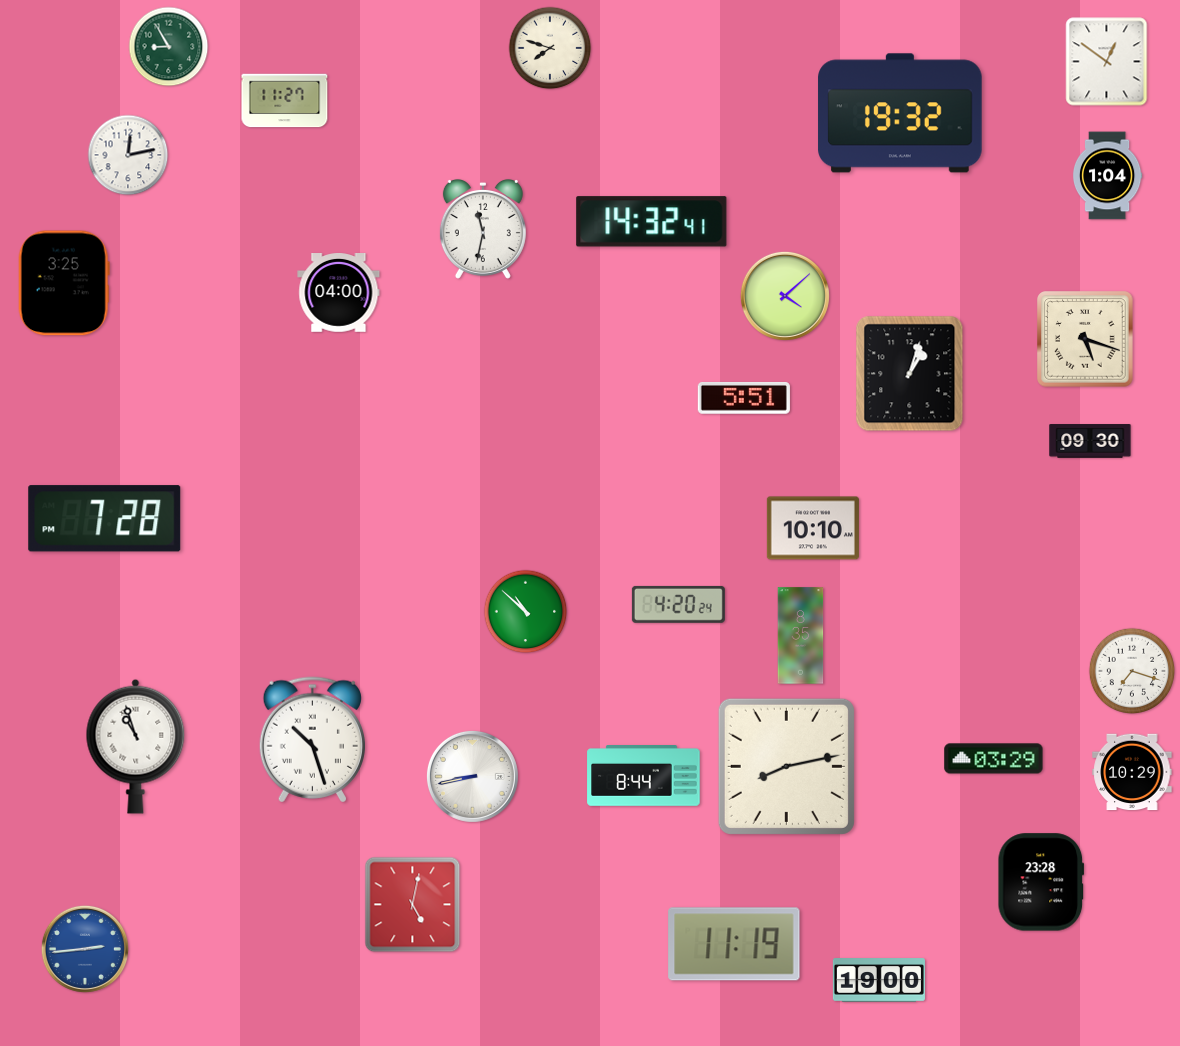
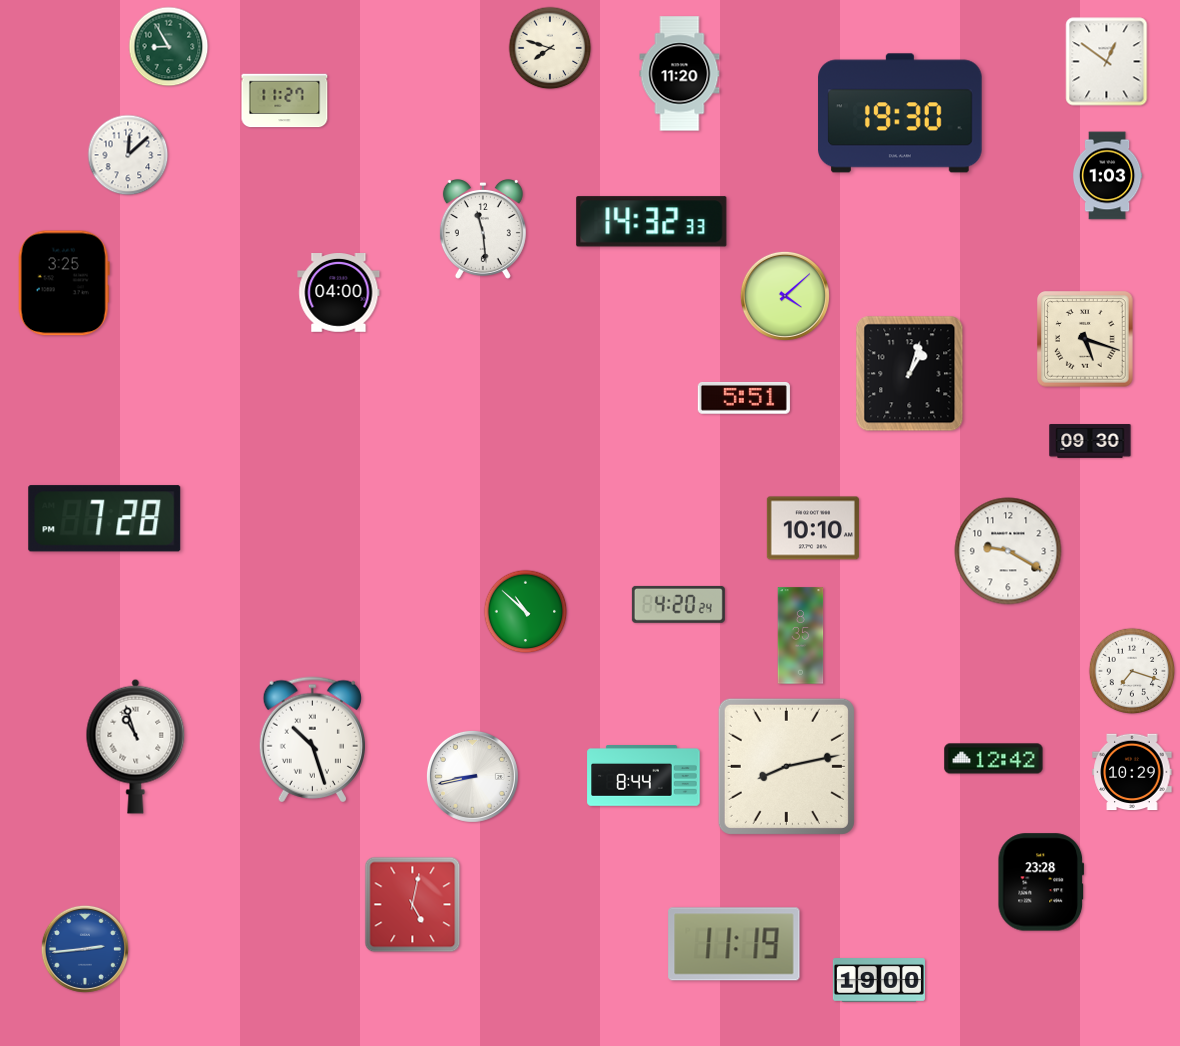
clock at (680, 74): none -> 11:20
clock at (900, 113): 19:32 -> 19:30
clock at (128, 155): 12:13 -> 12:08
clock at (1107, 176): 1:04 -> 1:03
clock at (652, 222): 14:32:41 -> 14:32:33
clock at (483, 229): 11:32 -> 11:29
clock at (1008, 551): none -> 9:20
clock at (994, 759): 03:29 -> 12:42
